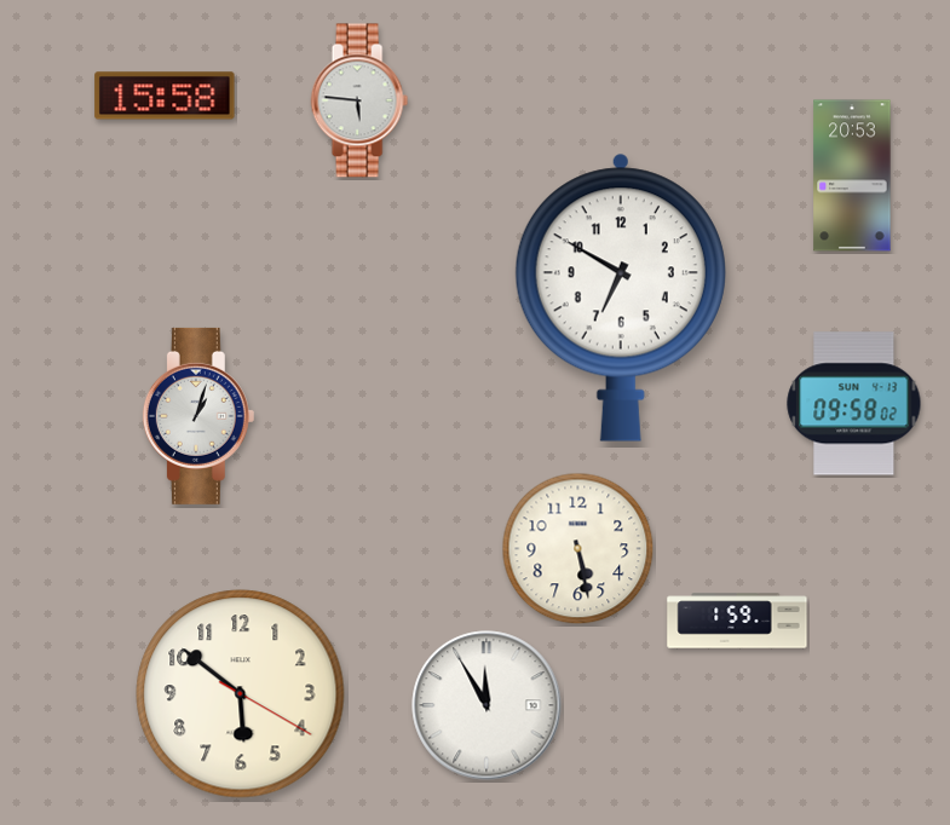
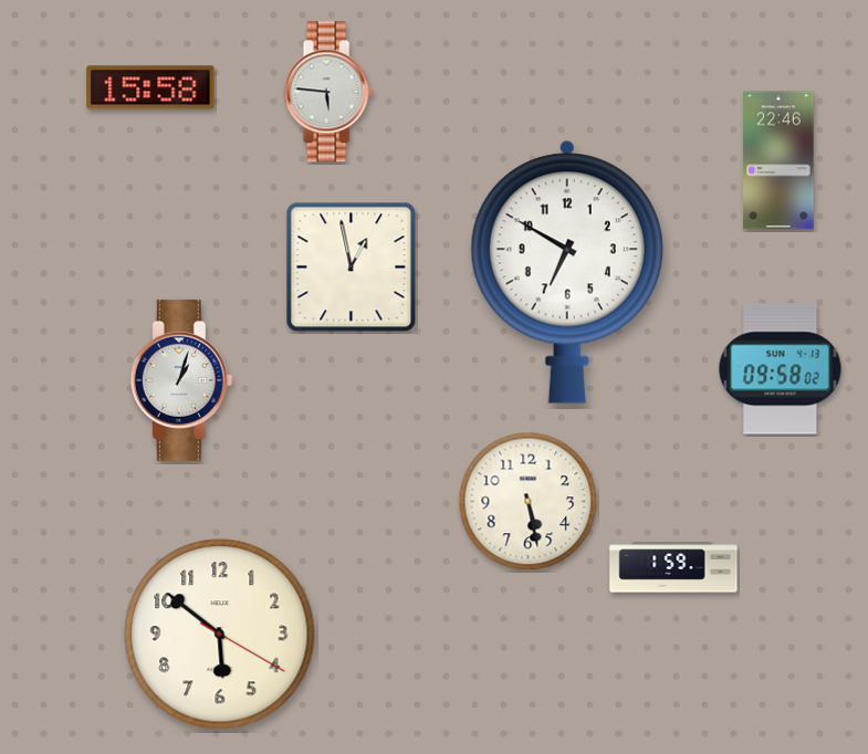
clock at (852, 175): 20:53 -> 22:46
clock at (352, 268): none -> 12:58
clock at (486, 705): 11:55 -> none
